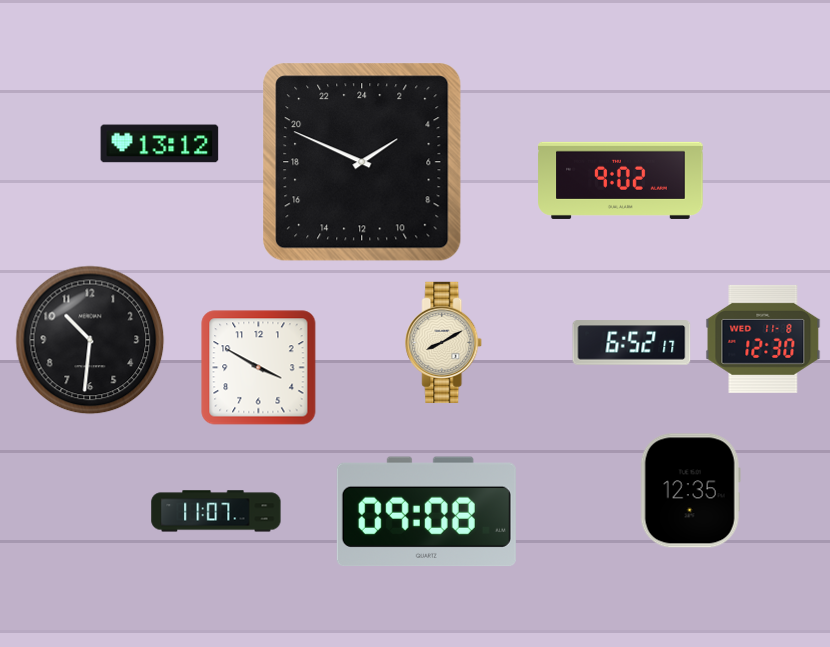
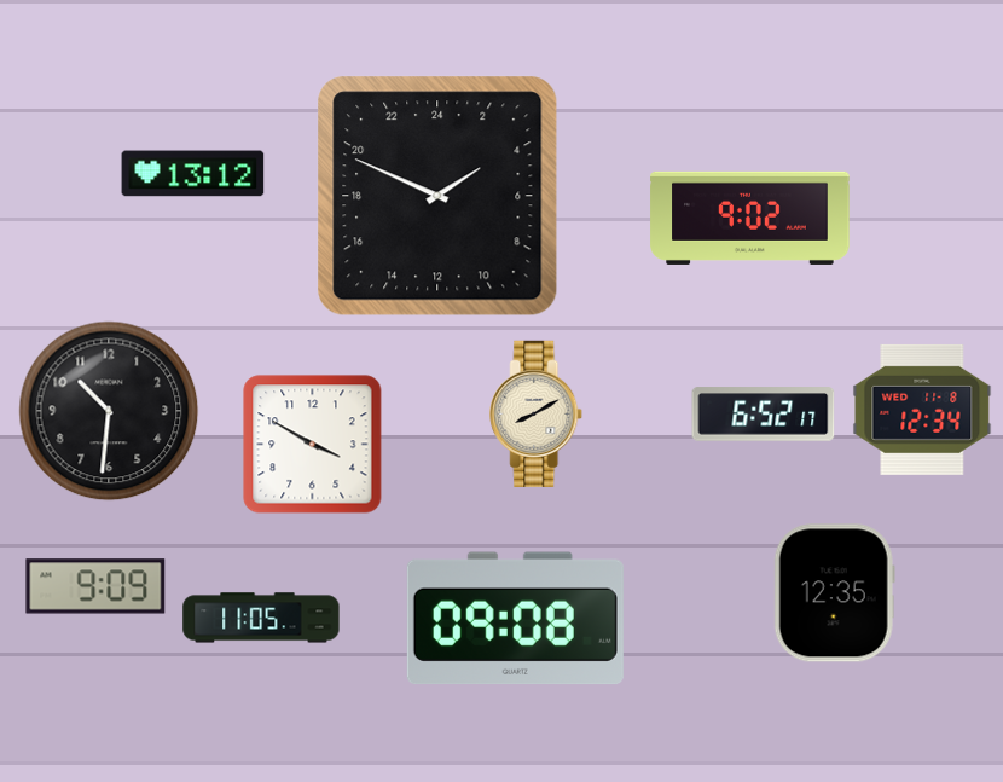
clock at (763, 339): 12:30 -> 12:34
clock at (95, 586): none -> 9:09
clock at (216, 511): 11:07 -> 11:05
